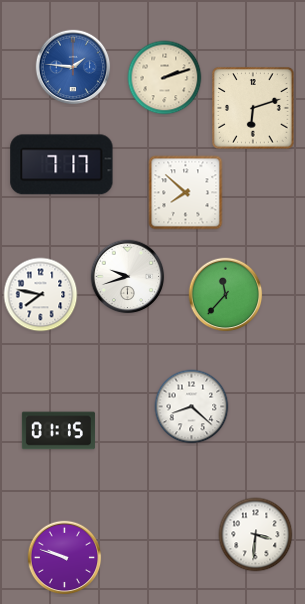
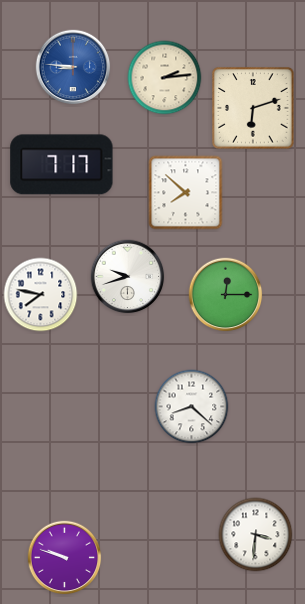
clock at (73, 67): 1:46 -> 8:46
clock at (165, 78): 2:12 -> 2:14
clock at (226, 295): 11:37 -> 12:15
clock at (58, 431): 01:15 -> none
